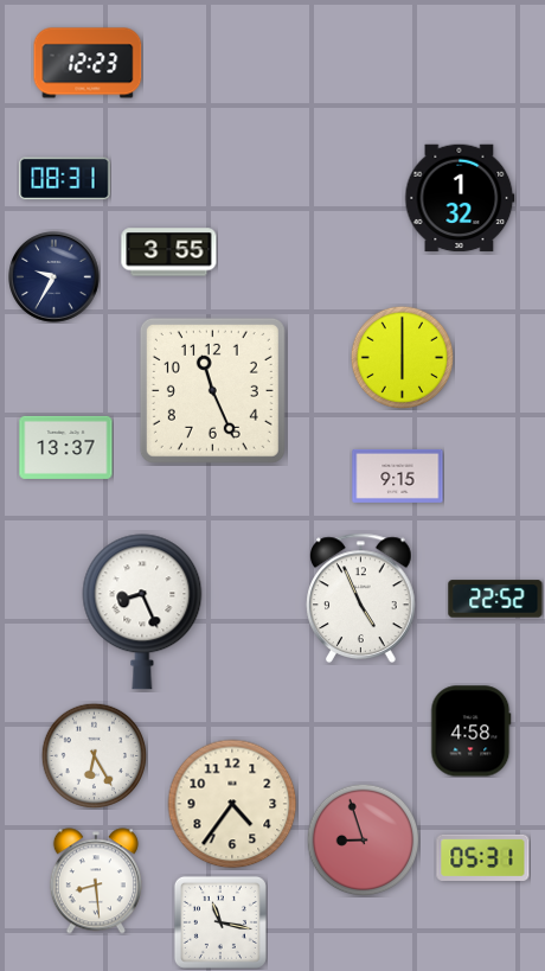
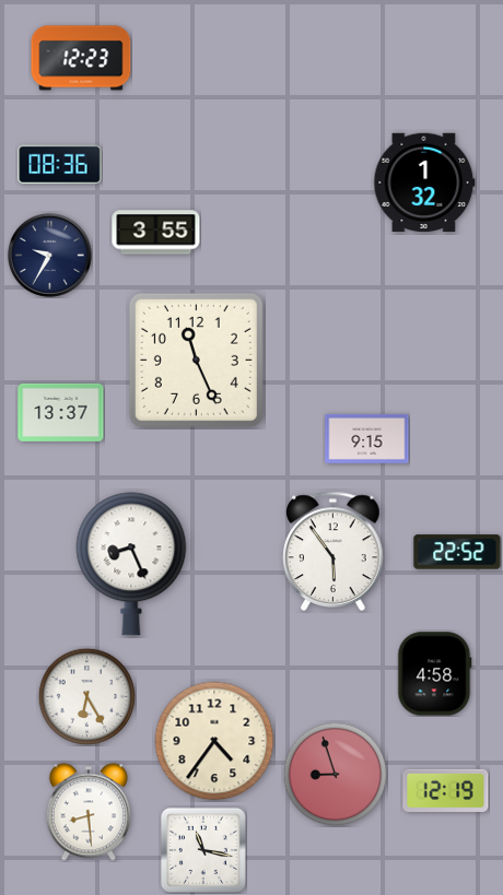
clock at (65, 179): 08:31 -> 08:36
clock at (402, 357): 6:00 -> none
clock at (361, 598): 4:56 -> 5:54
clock at (483, 857): 05:31 -> 12:19
